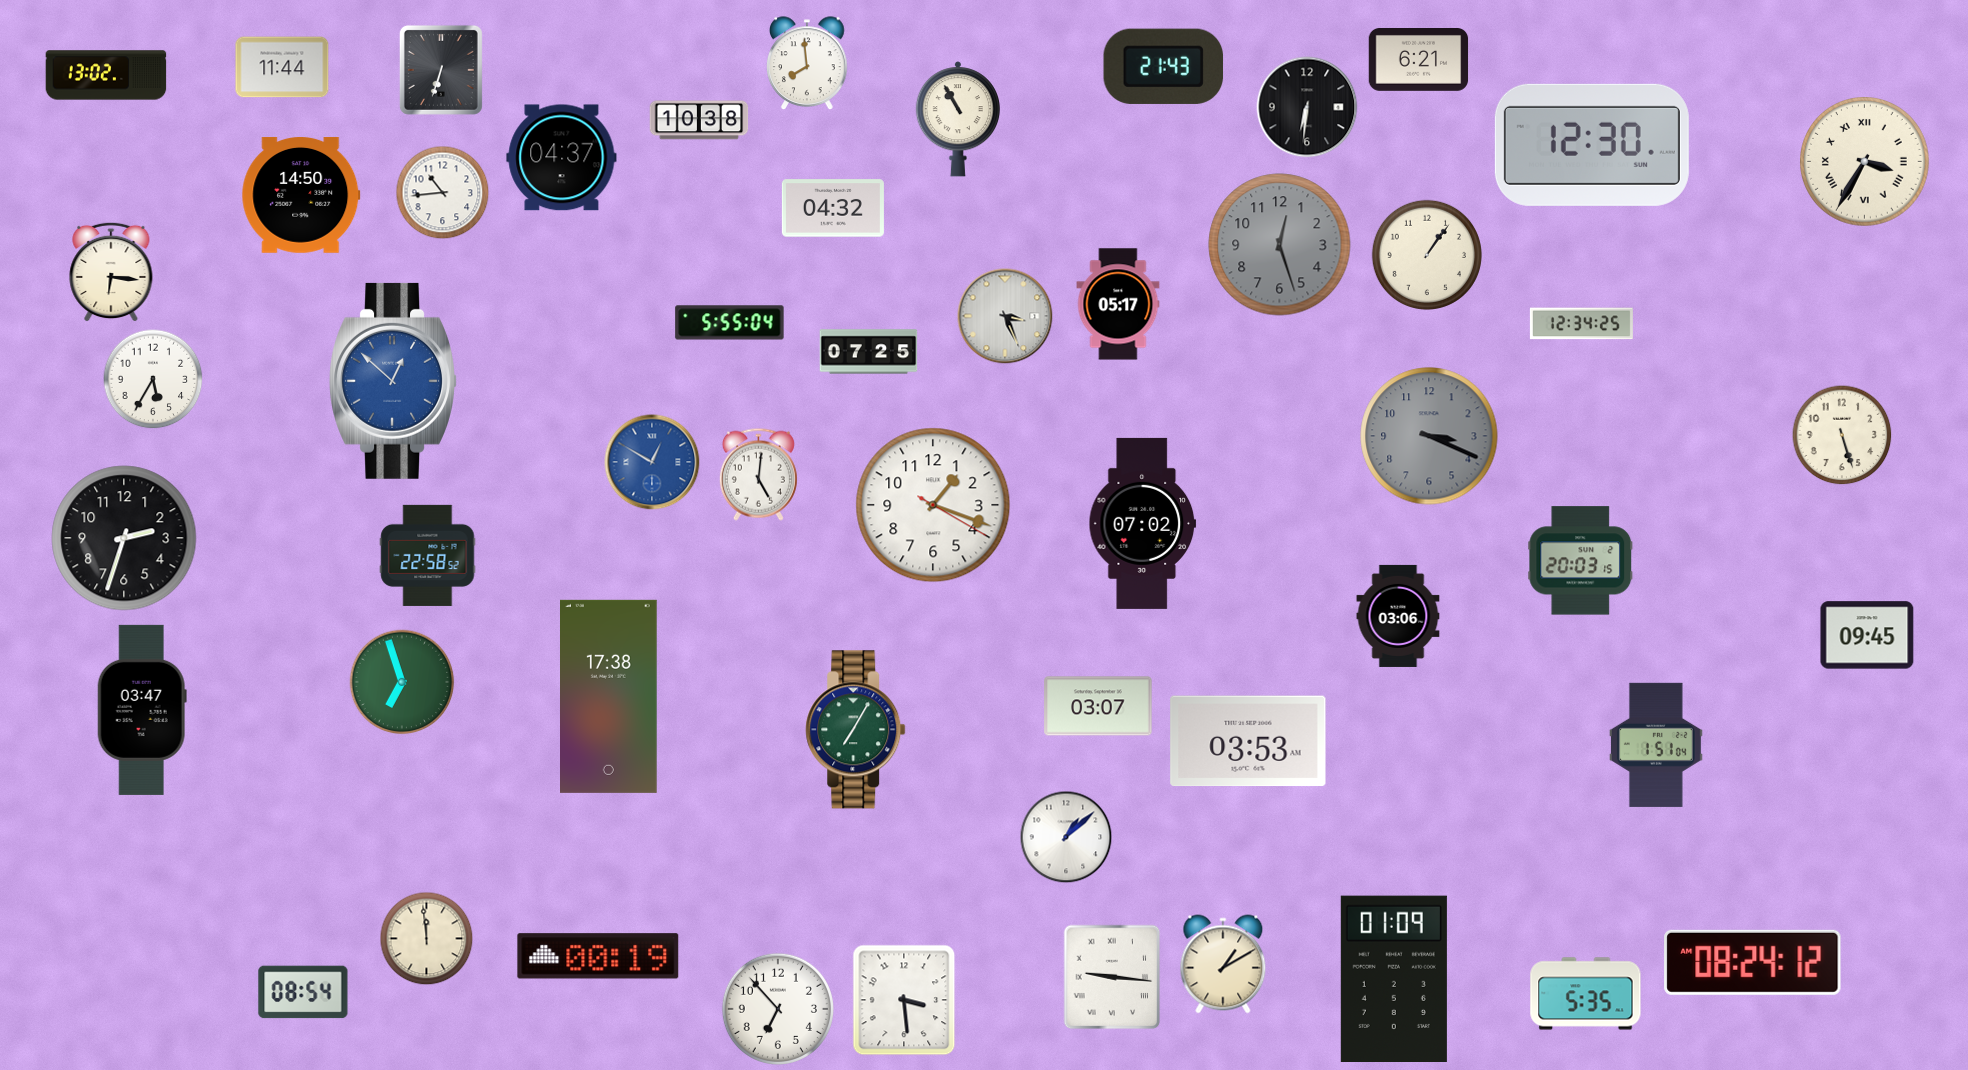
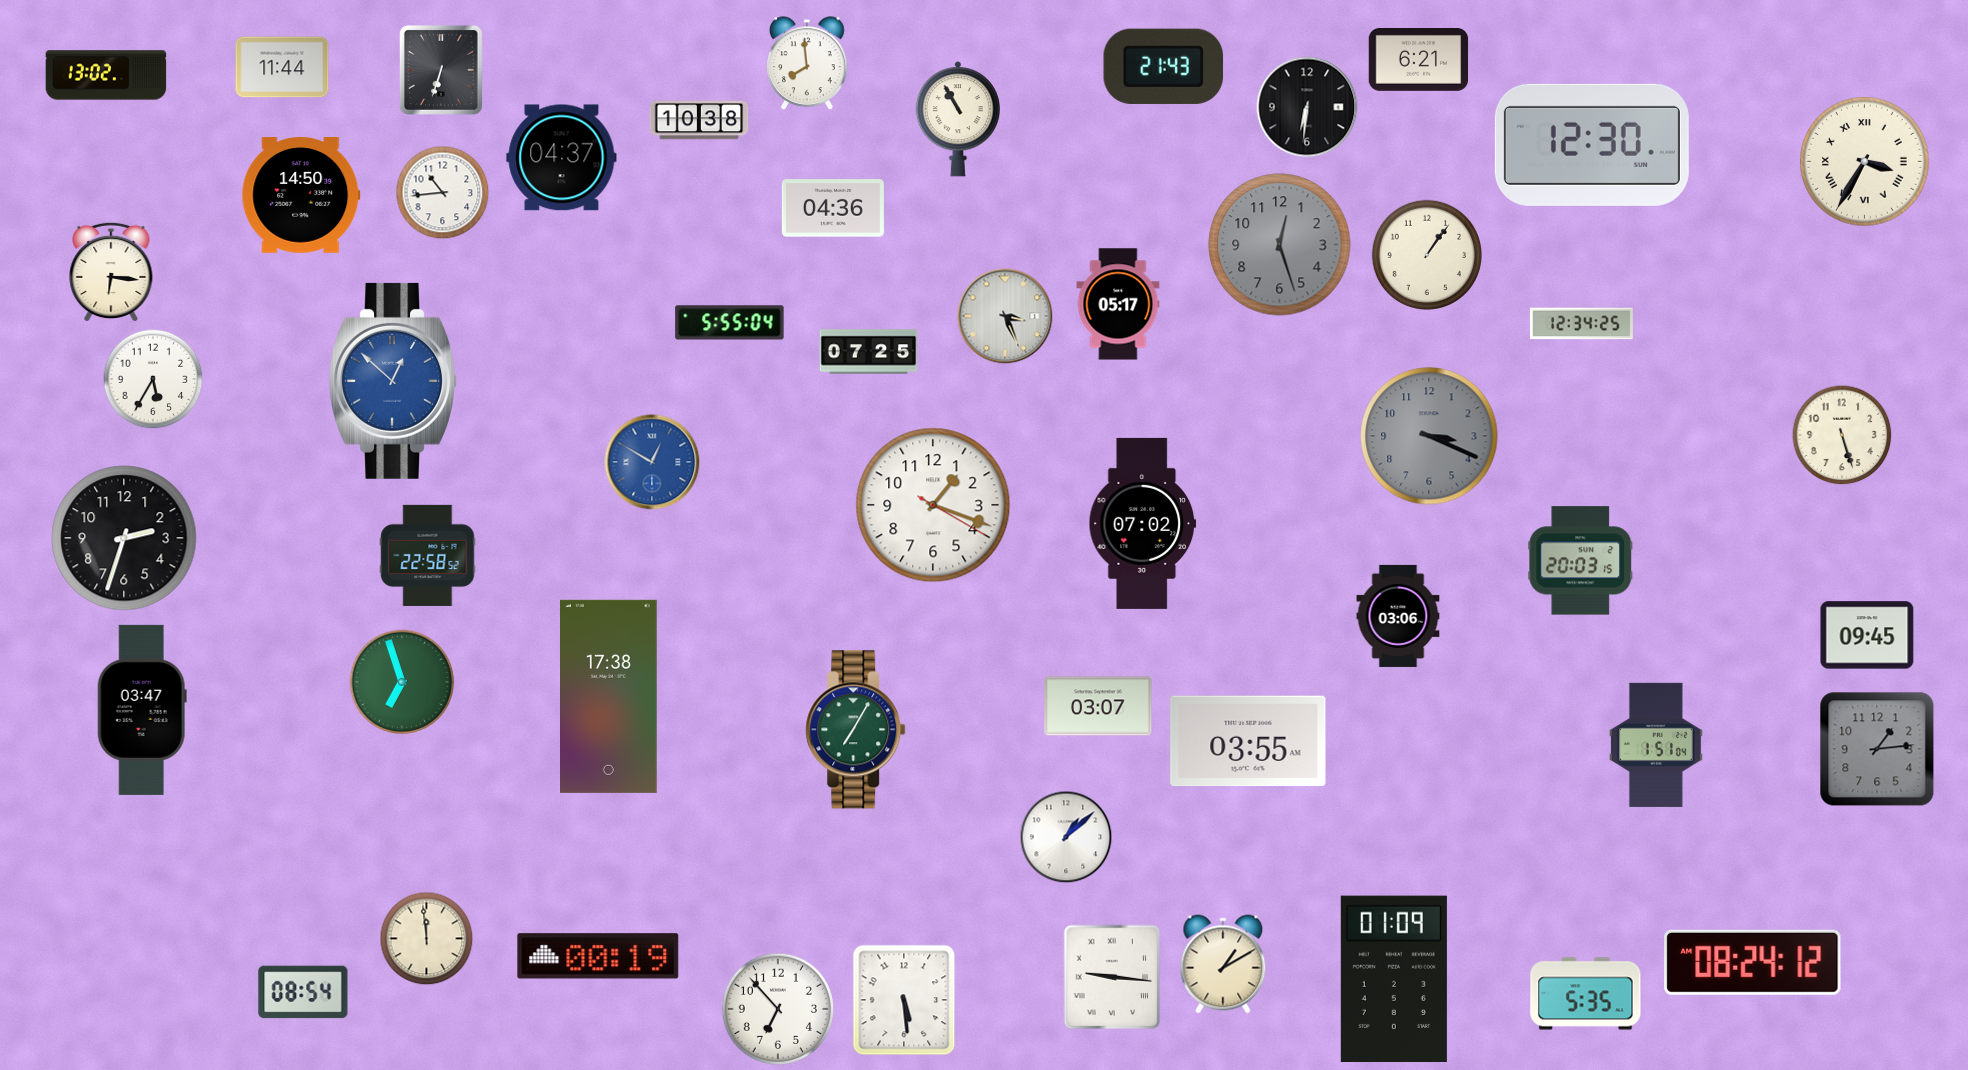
clock at (833, 208): 04:32 -> 04:36
clock at (758, 474): 5:01 -> none
clock at (1248, 741): 03:53 -> 03:55
clock at (1877, 749): none -> 1:14
clock at (904, 1000): 3:29 -> 5:29
